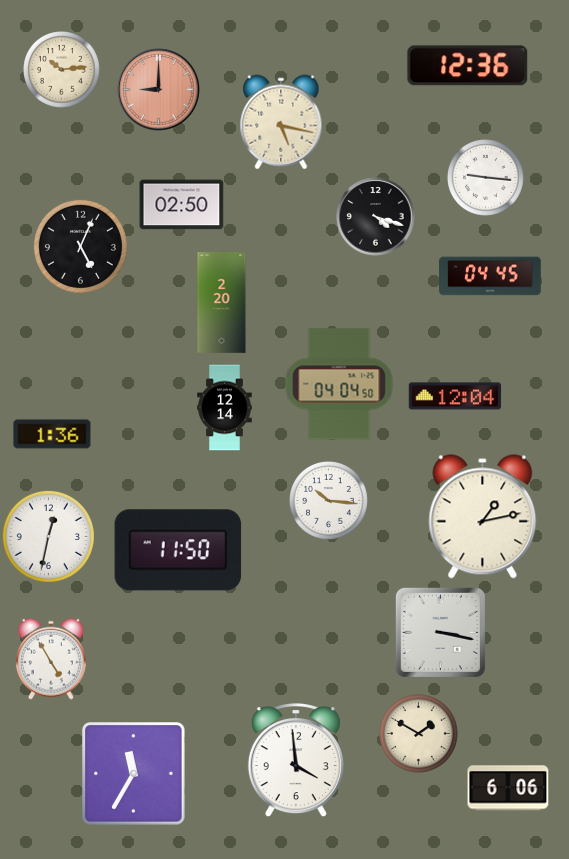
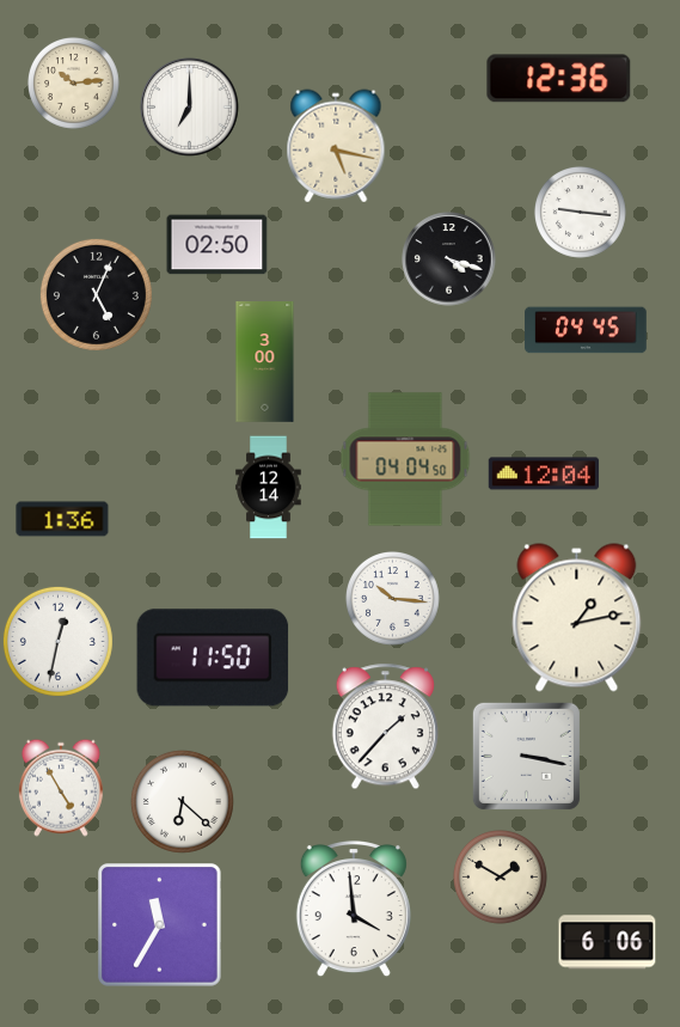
clock at (159, 90): 9:00 -> 7:00
clock at (159, 90) dial: salmon -> white
clock at (222, 303): 2:20 -> 3:00
clock at (385, 727): none -> 1:37
clock at (182, 801): none -> 6:22
